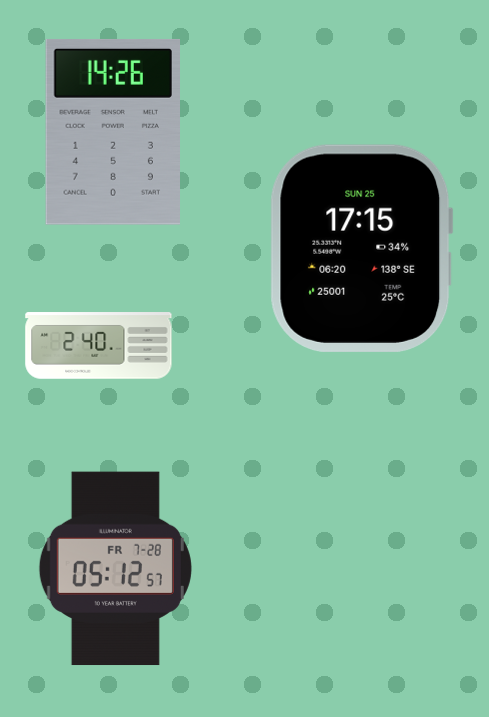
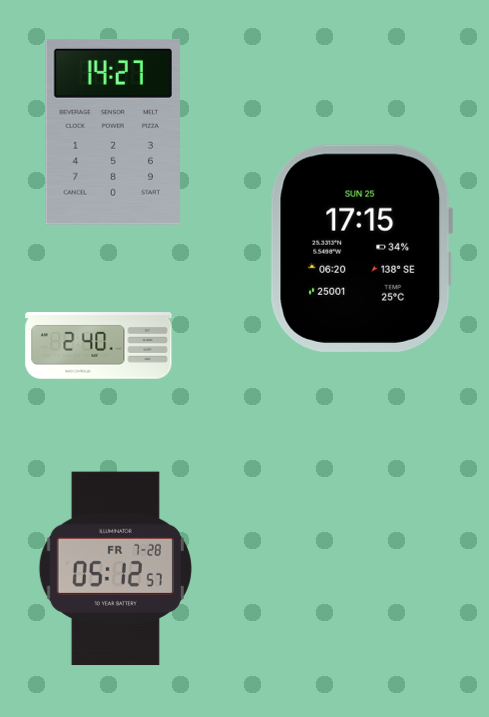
clock at (112, 132): 14:26 -> 14:27
